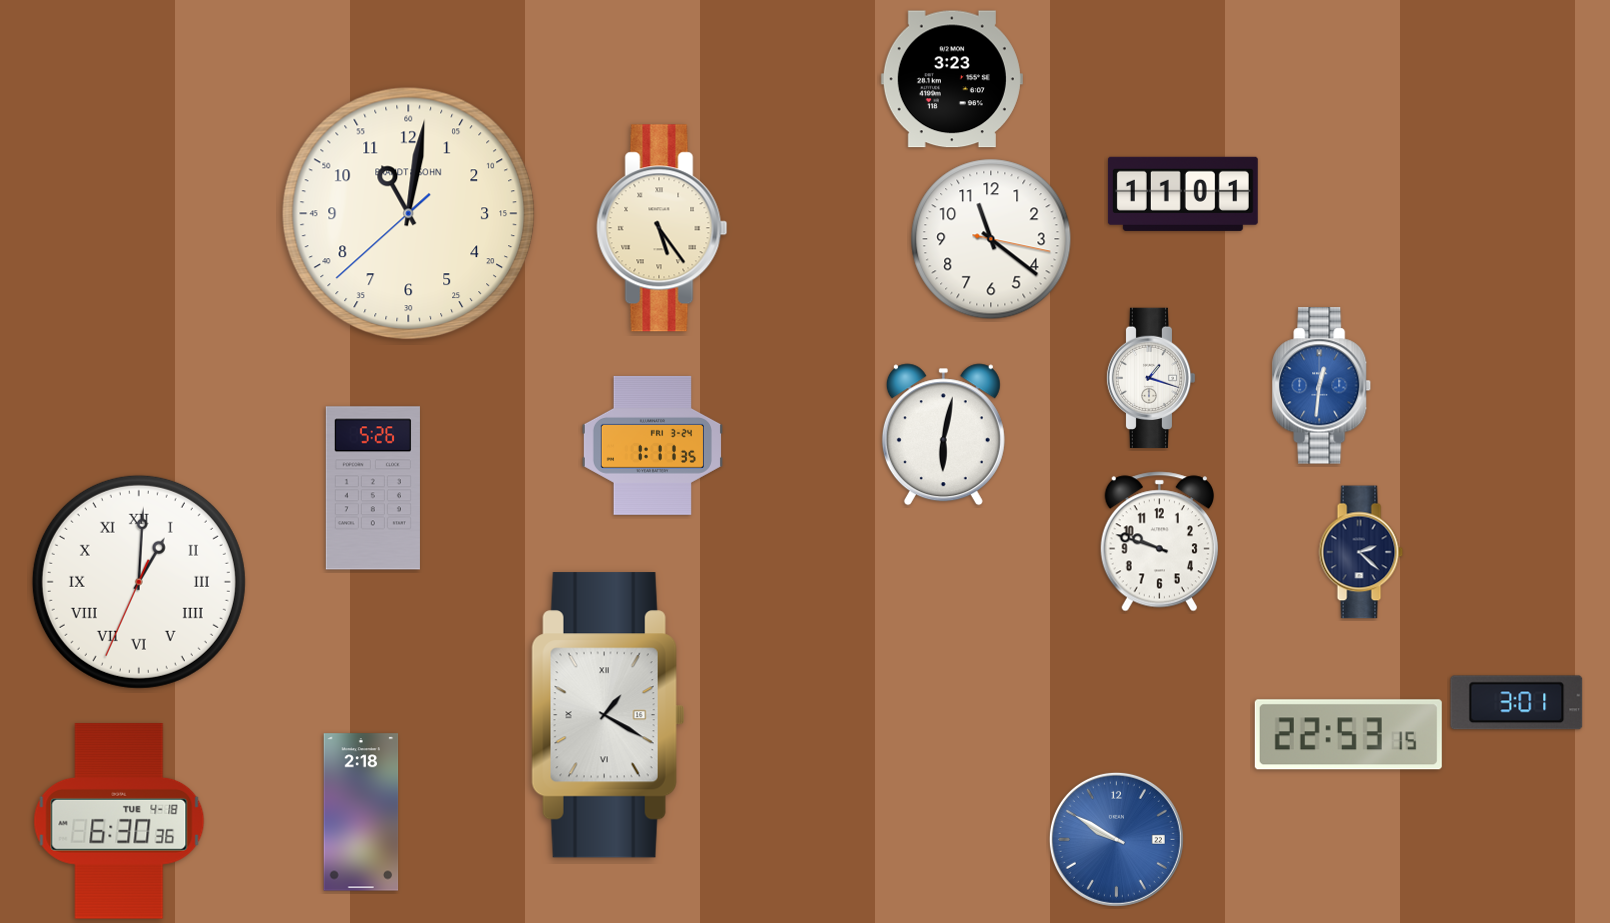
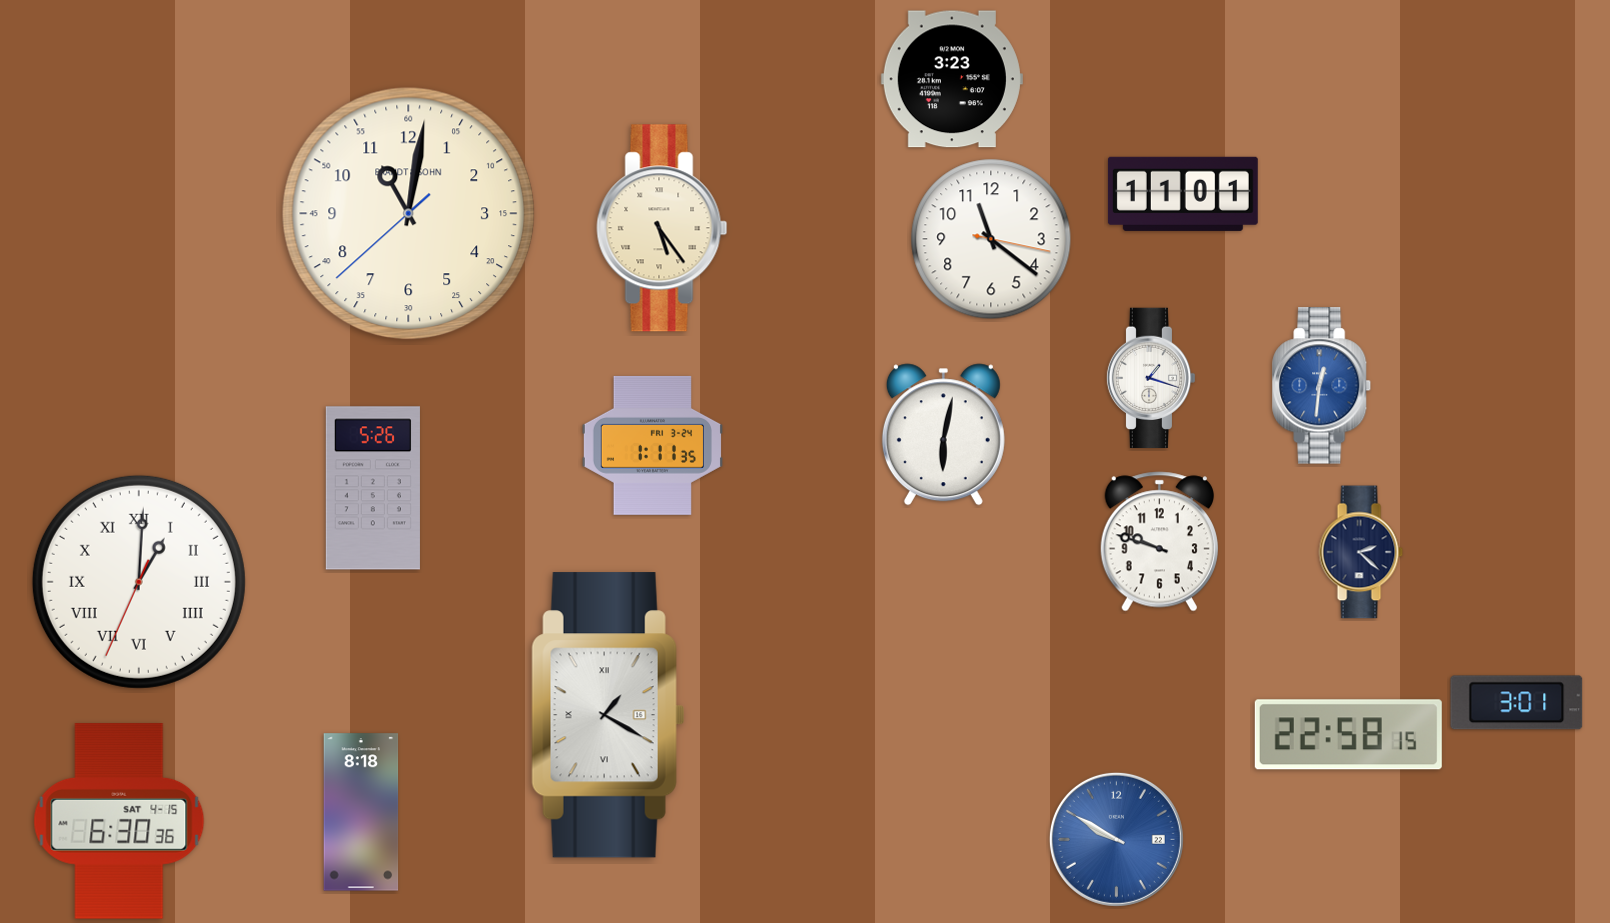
clock at (1348, 735): 22:53 -> 22:58
clock at (361, 812): 2:18 -> 8:18
clock at (119, 821) date: TUE 4-18 -> SAT 4-15
